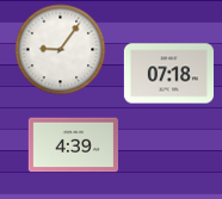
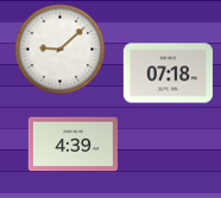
clock at (61, 50): 9:06 -> 9:08
